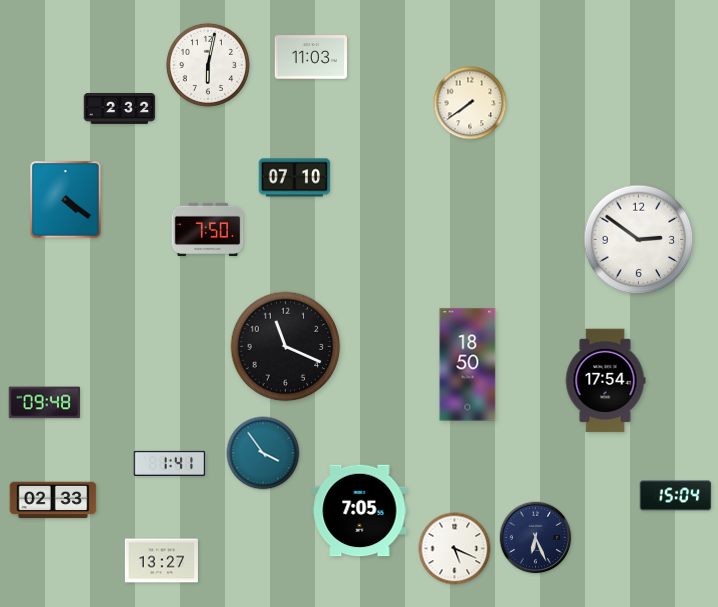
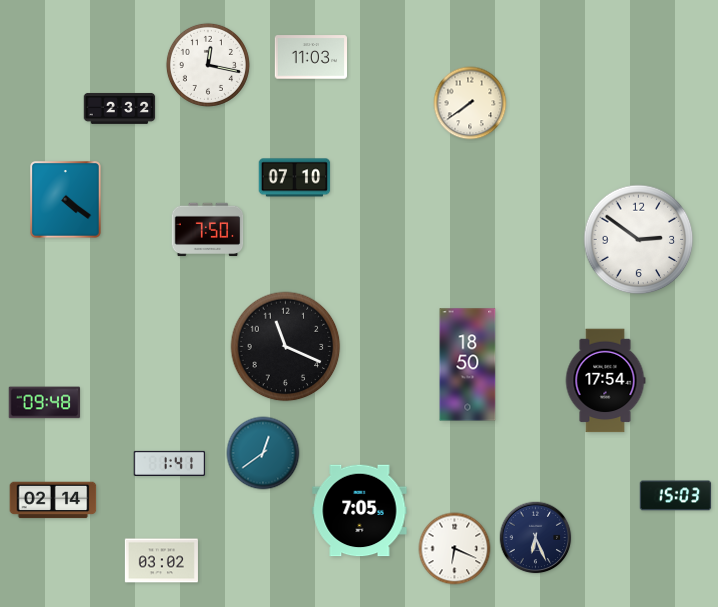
clock at (208, 65): 6:02 -> 12:17
clock at (263, 453): 3:54 -> 12:39
clock at (676, 496): 15:04 -> 15:03
clock at (53, 500): 02:33 -> 02:14
clock at (455, 549): 5:19 -> 6:19
clock at (161, 561): 13:27 -> 03:02
